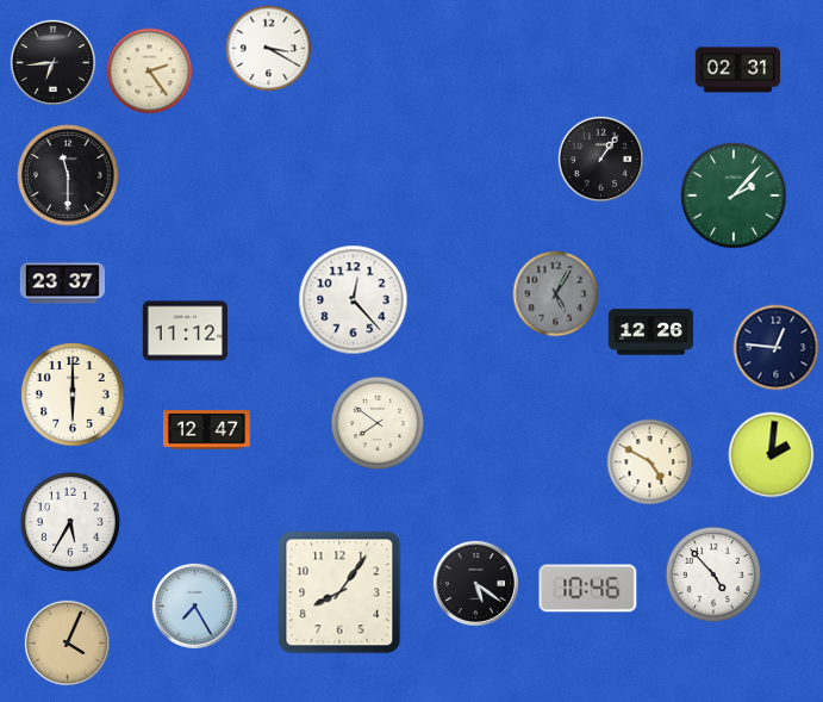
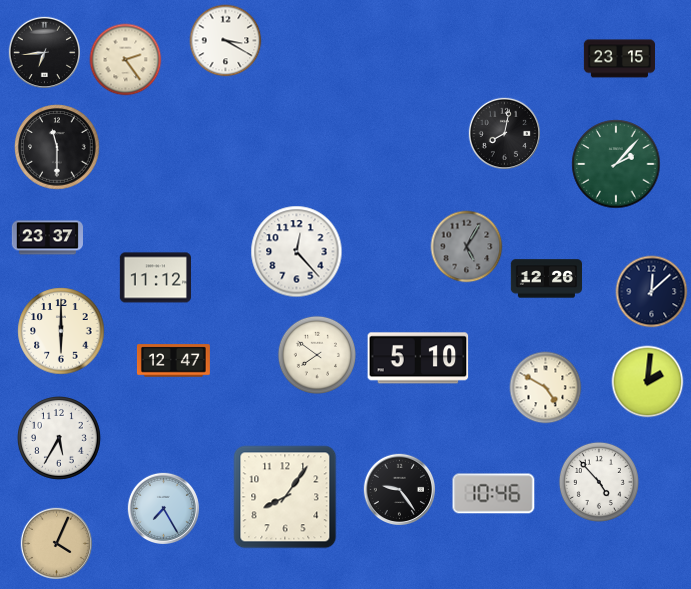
clock at (737, 70): 02:31 -> 23:15
clock at (600, 159): 1:06 -> 8:02
clock at (62, 284) position: (62, 284) -> (47, 238)
clock at (777, 348): 12:46 -> 12:08
clock at (418, 358): none -> 5:10
clock at (475, 583): 5:21 -> 9:24
clock at (67, 642) position: (67, 642) -> (56, 543)
